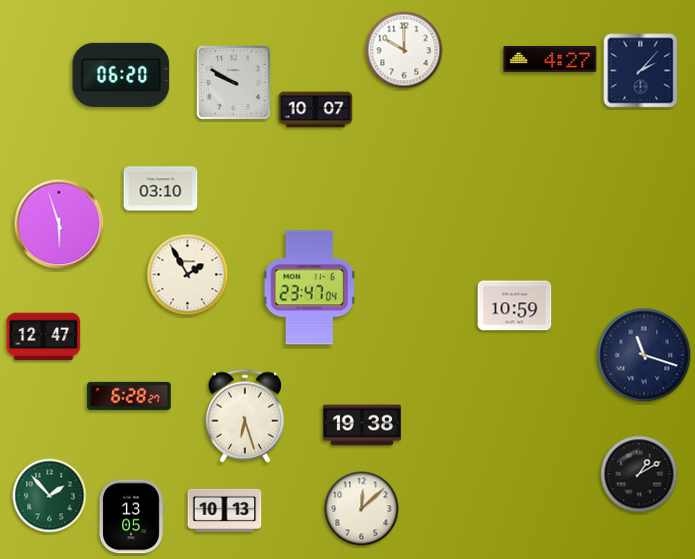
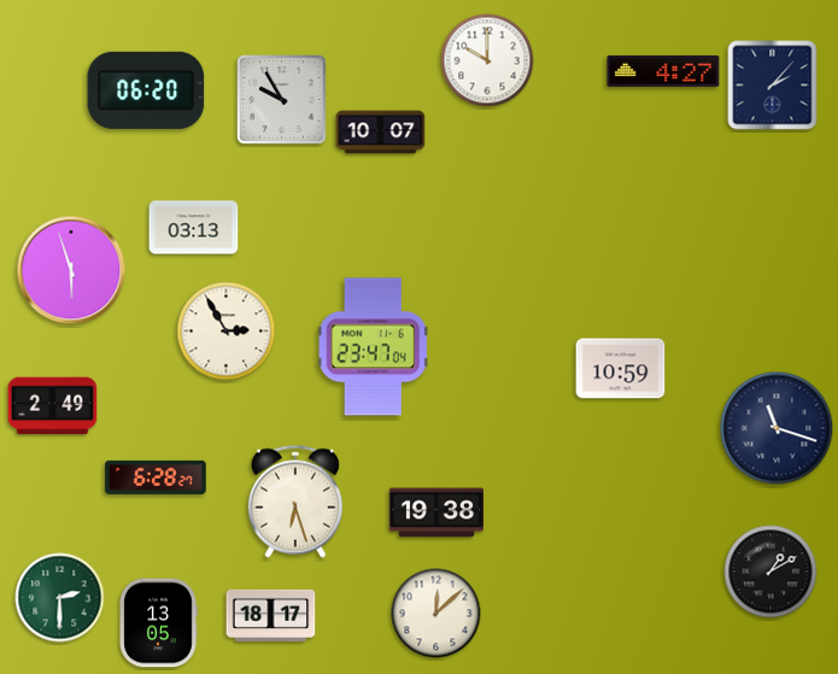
clock at (234, 83): 9:50 -> 9:55
clock at (161, 189): 03:10 -> 03:13
clock at (188, 275): 1:55 -> 2:55
clock at (44, 337): 12:47 -> 2:49
clock at (50, 496): 1:53 -> 2:30
clock at (225, 510): 10:13 -> 18:17
